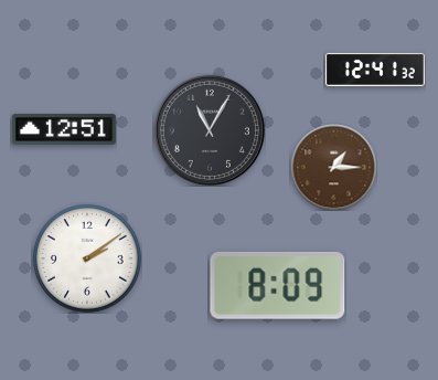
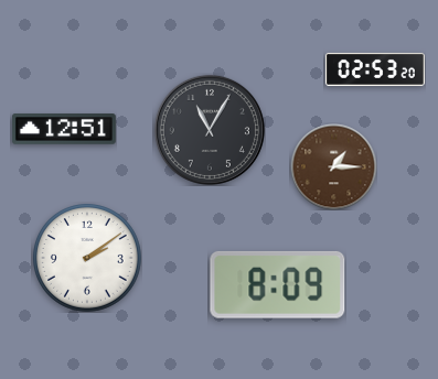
clock at (375, 70): 12:41 -> 02:53
